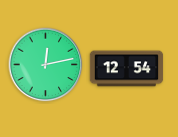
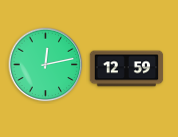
clock at (127, 69): 12:54 -> 12:59
